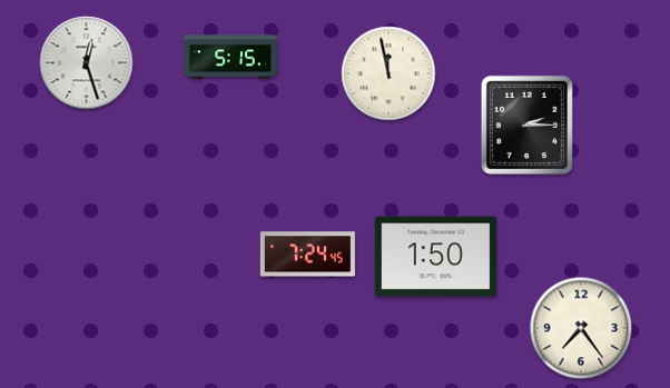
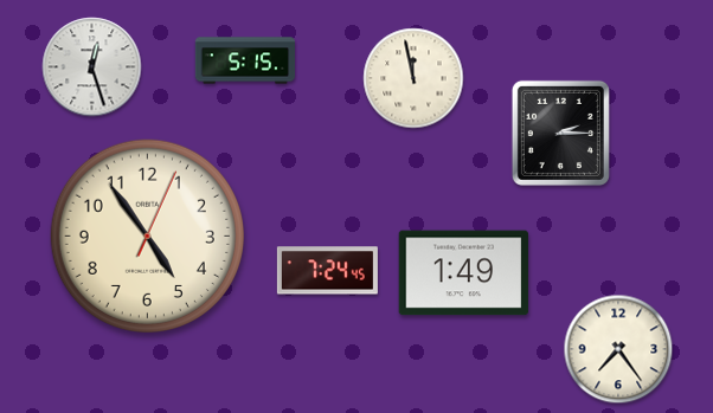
clock at (147, 235): none -> 4:54
clock at (436, 257): 1:50 -> 1:49
